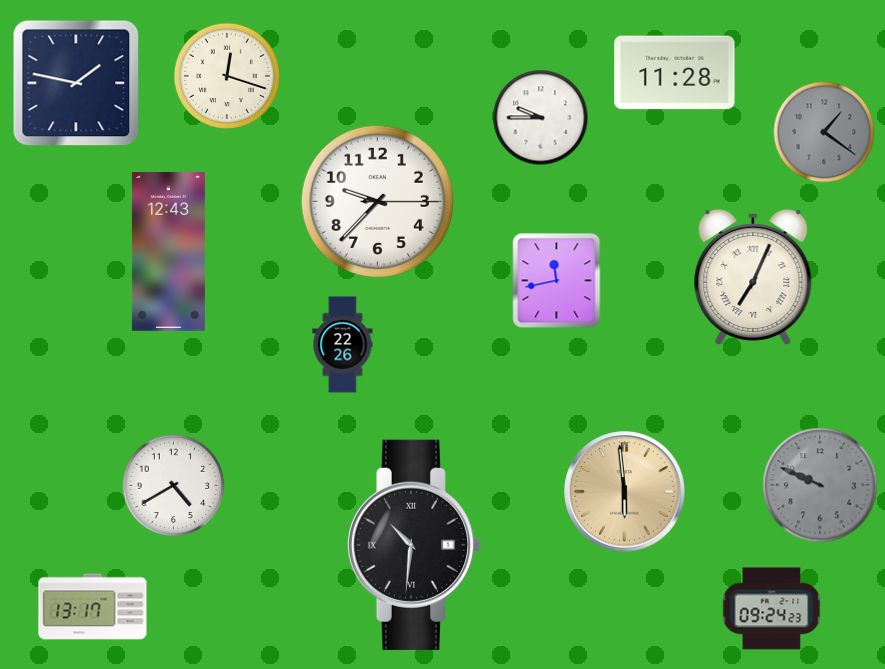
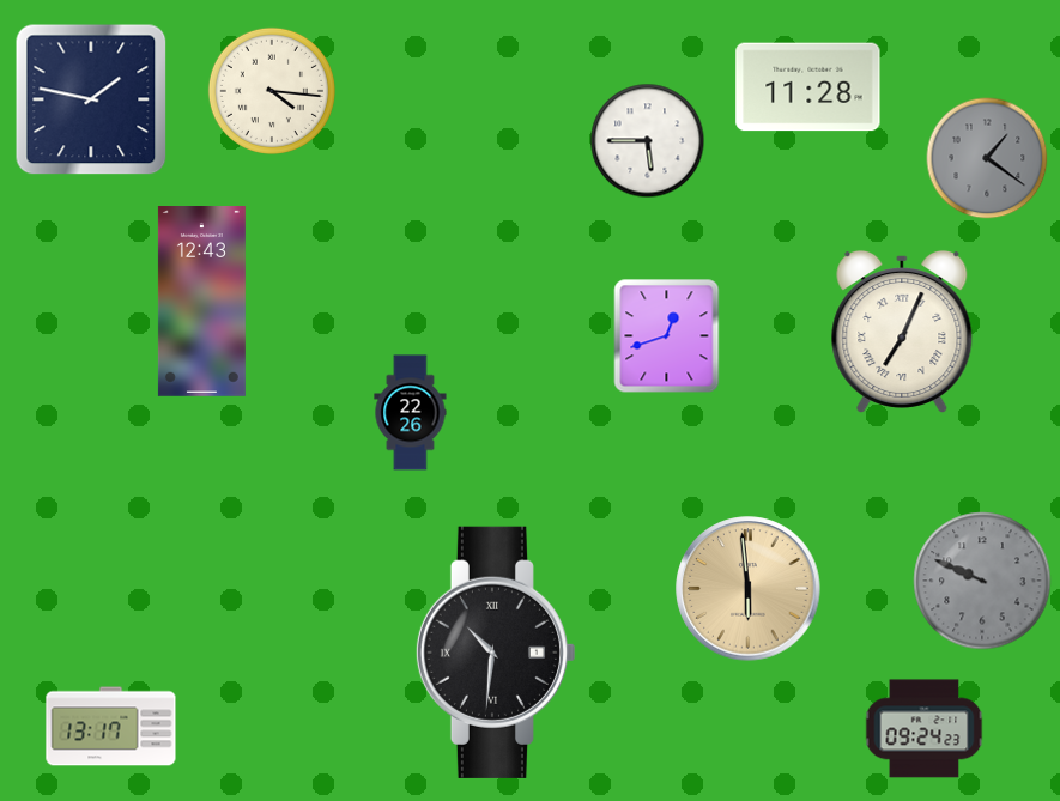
clock at (227, 76): 12:18 -> 4:16
clock at (541, 118): 9:45 -> 5:45
clock at (377, 201): 9:37 -> none
clock at (557, 281): 11:43 -> 12:42
clock at (174, 486): 4:40 -> none
